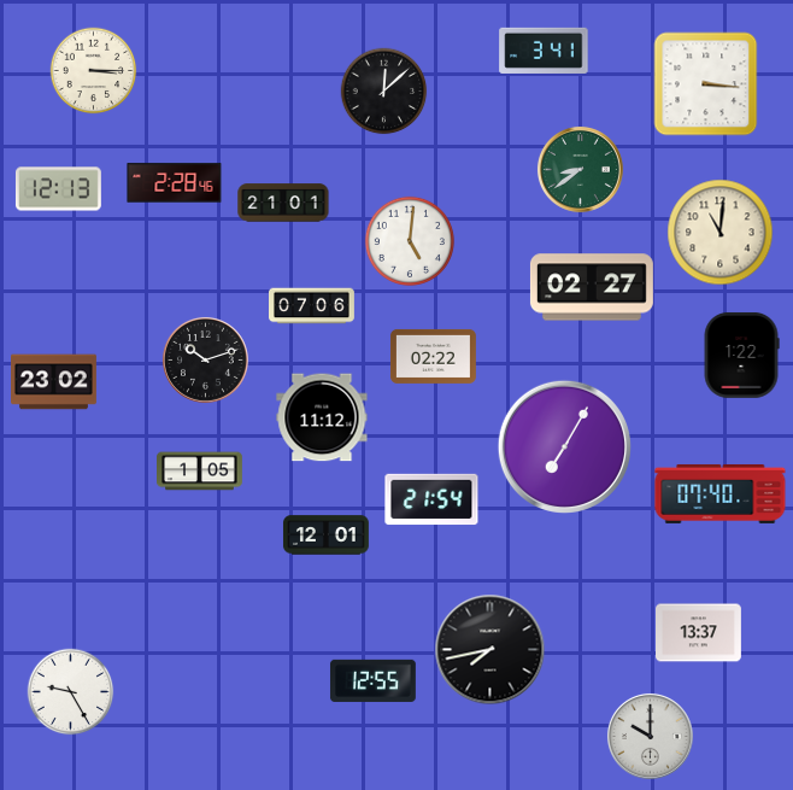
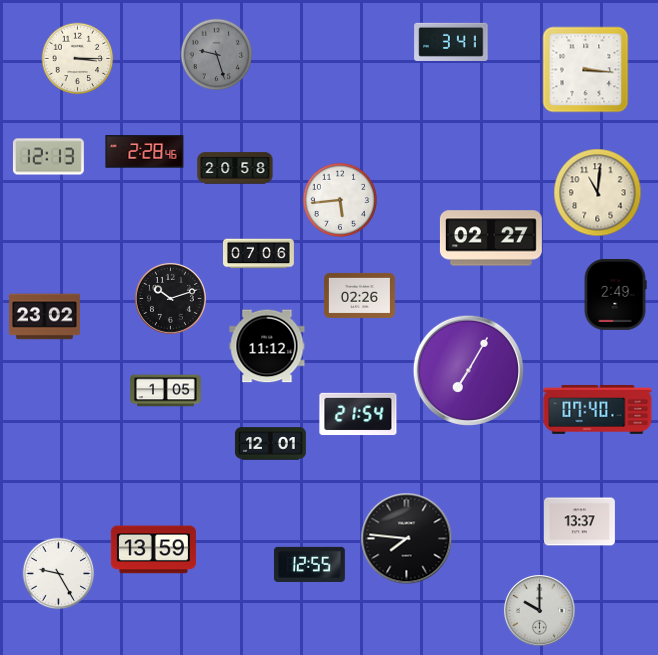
clock at (217, 55): none -> 9:27
clock at (384, 92): 12:08 -> none
clock at (580, 169): 8:39 -> none
clock at (283, 203): 21:01 -> 20:58
clock at (410, 241): 5:01 -> 5:44
clock at (741, 355): 1:22 -> 2:49
clock at (433, 356): 02:22 -> 02:26
clock at (699, 633) position: (699, 633) -> (580, 522)
clock at (491, 650): 7:43 -> 7:46
clock at (153, 550): none -> 13:59
